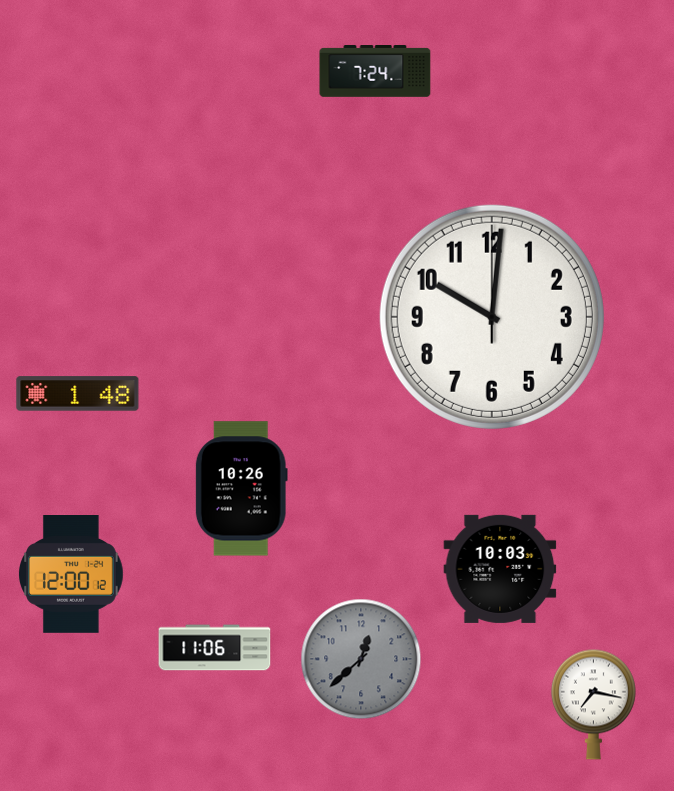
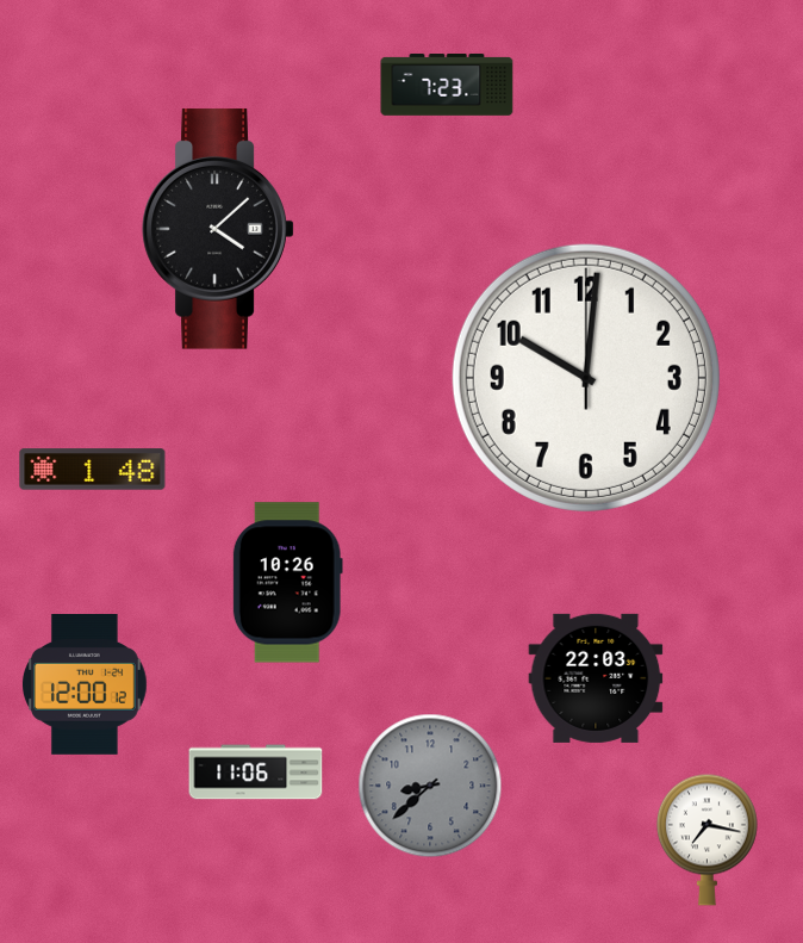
clock at (375, 72): 7:24 -> 7:23
clock at (218, 229): none -> 4:08
clock at (500, 569): 10:03 -> 22:03
clock at (361, 659): 12:38 -> 8:38
